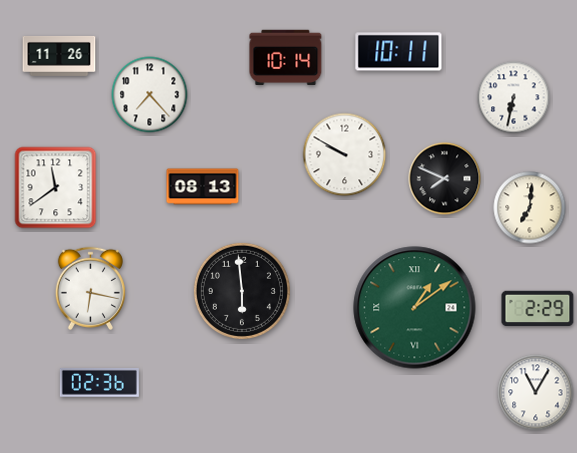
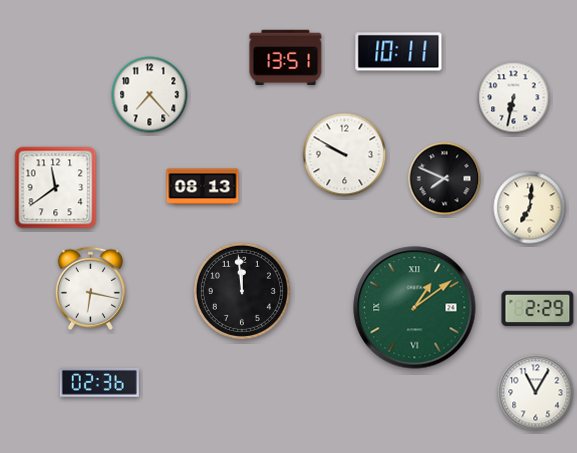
clock at (59, 56): 11:26 -> none
clock at (286, 57): 10:14 -> 13:51
clock at (242, 291): 5:59 -> 11:59
